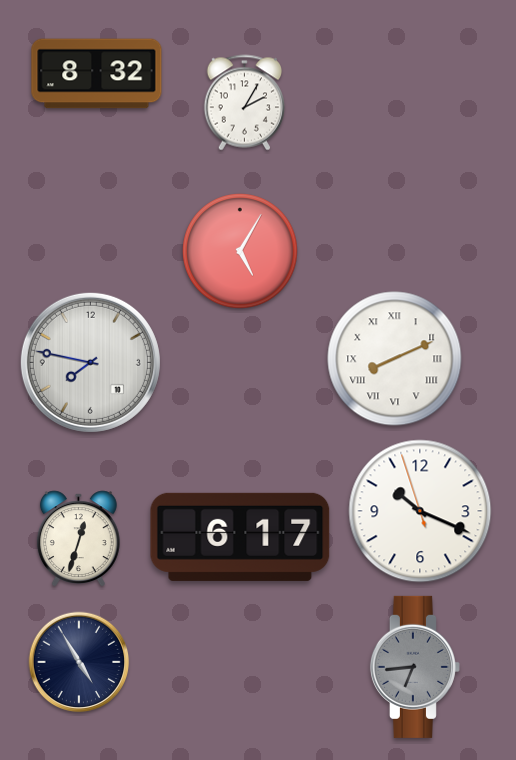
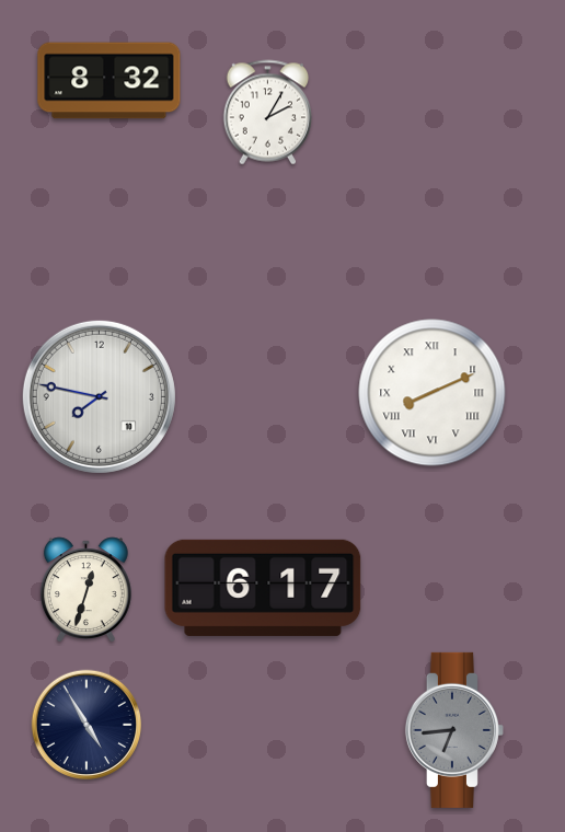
clock at (97, 74) position: (97, 74) -> (109, 81)
clock at (240, 251): 5:05 -> none
clock at (420, 511): 10:18 -> none
